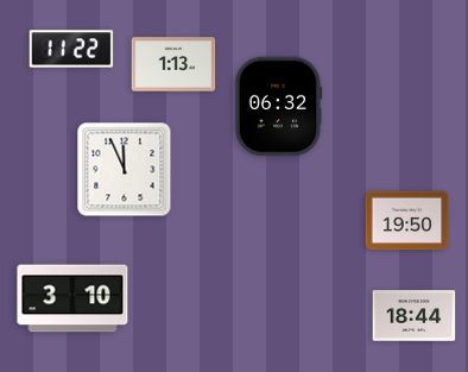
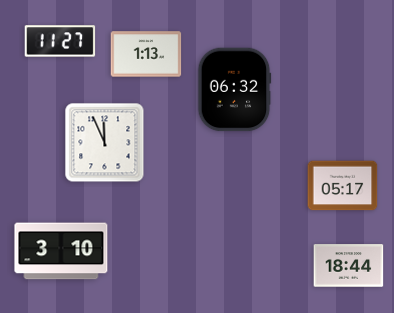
clock at (71, 49): 11:22 -> 11:27
clock at (407, 221): 19:50 -> 05:17
